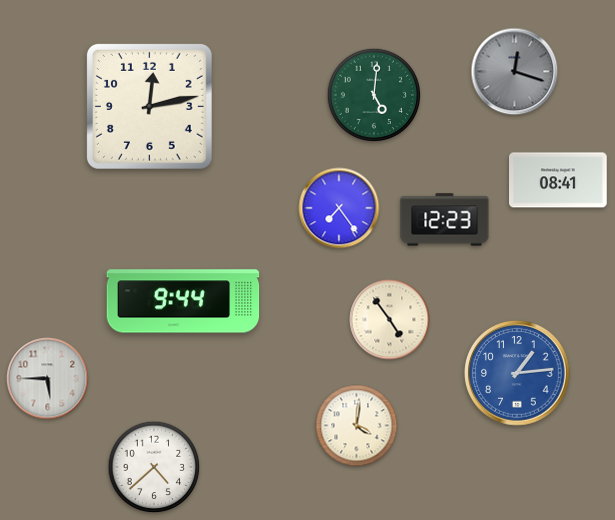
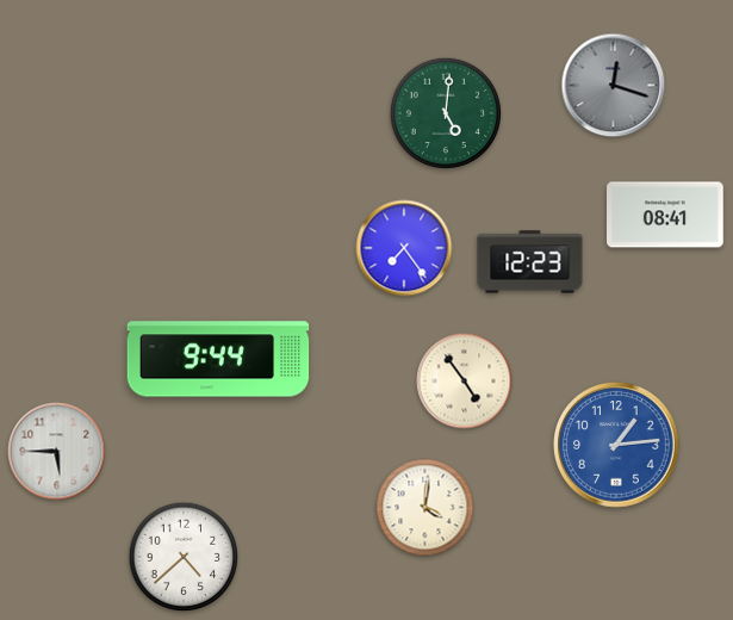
clock at (149, 106): 12:13 -> none
